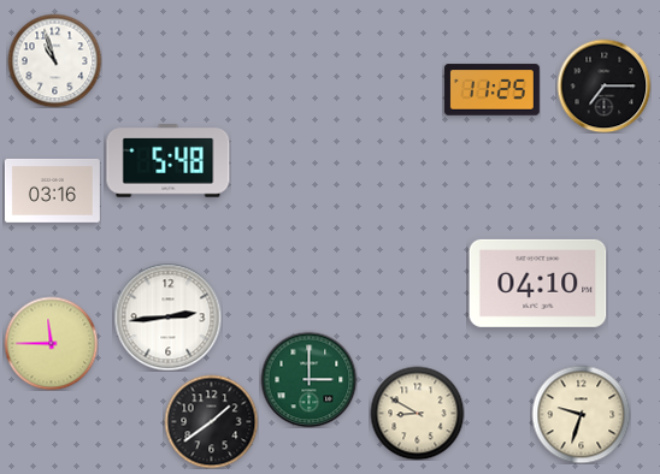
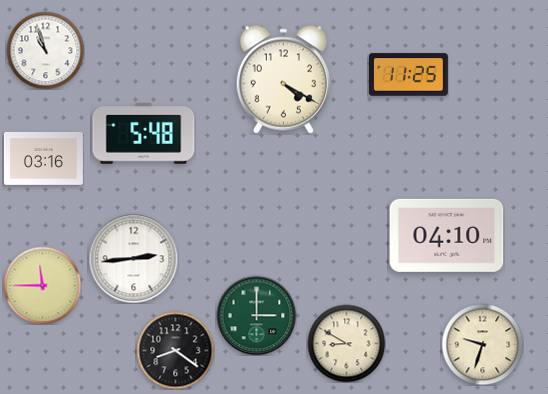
clock at (603, 85): 7:15 -> none
clock at (283, 79): none -> 4:20
clock at (169, 161) position: (169, 161) -> (144, 134)
clock at (167, 316) position: (167, 316) -> (133, 258)
clock at (211, 421): 1:39 -> 8:21
